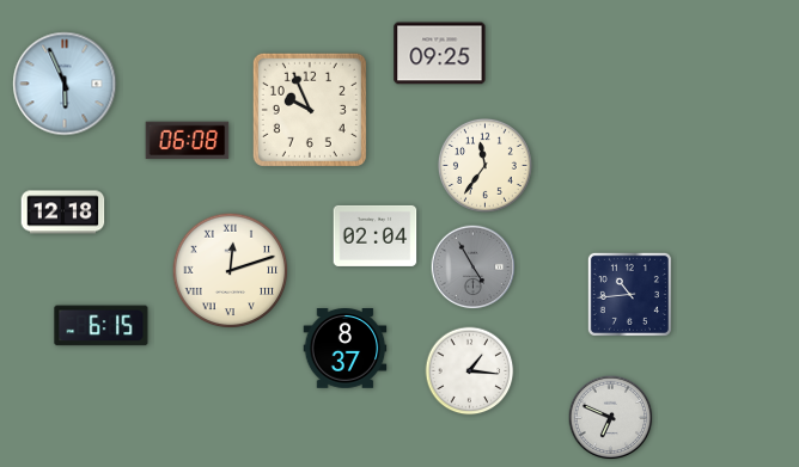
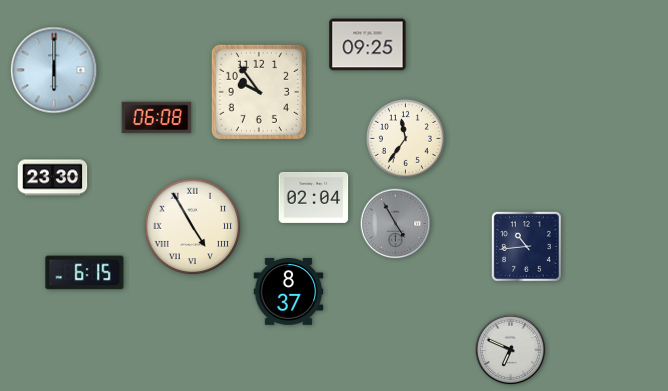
clock at (65, 84): 5:56 -> 6:00
clock at (310, 110): 9:56 -> 9:54
clock at (63, 213): 12:18 -> 23:30
clock at (231, 271): 12:12 -> 4:55
clock at (470, 371): 1:16 -> none
